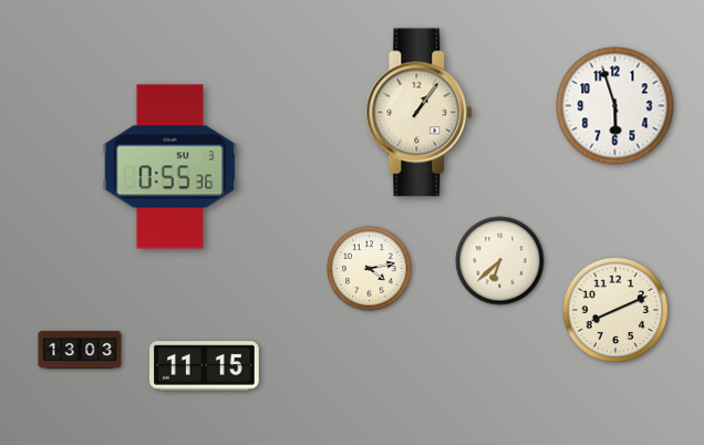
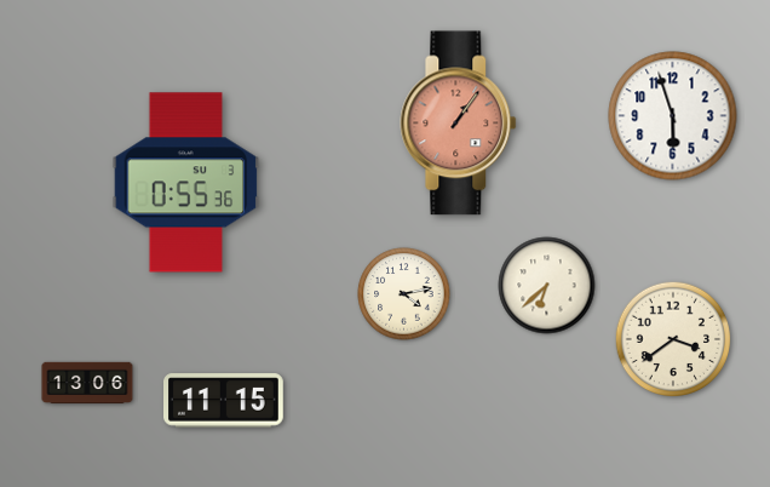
clock at (420, 113) dial: cream -> salmon
clock at (614, 309): 8:11 -> 3:39
clock at (80, 350): 13:03 -> 13:06
